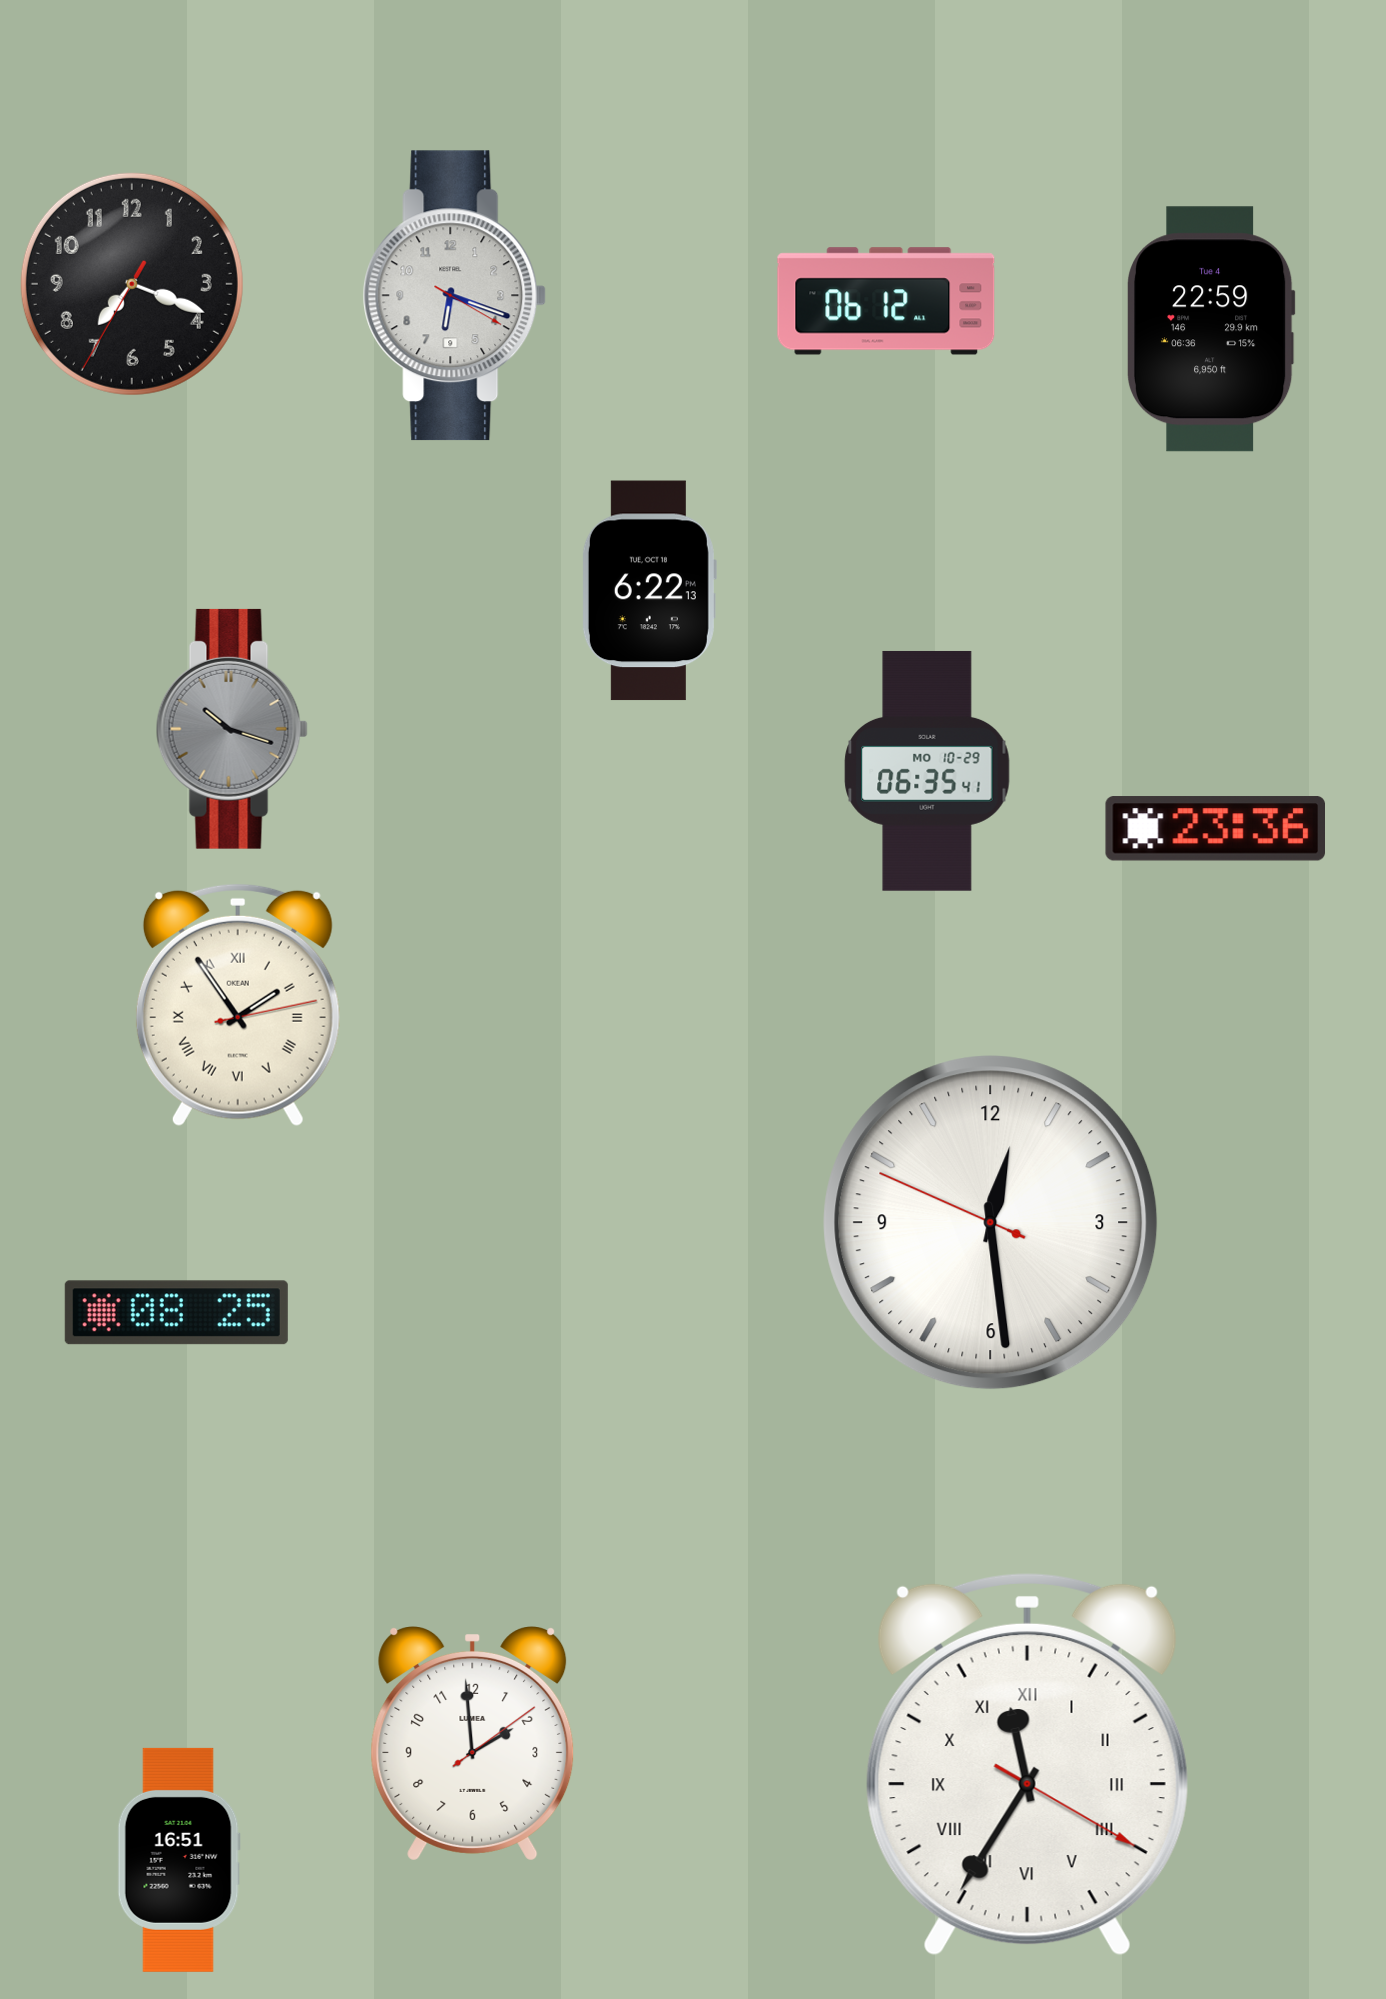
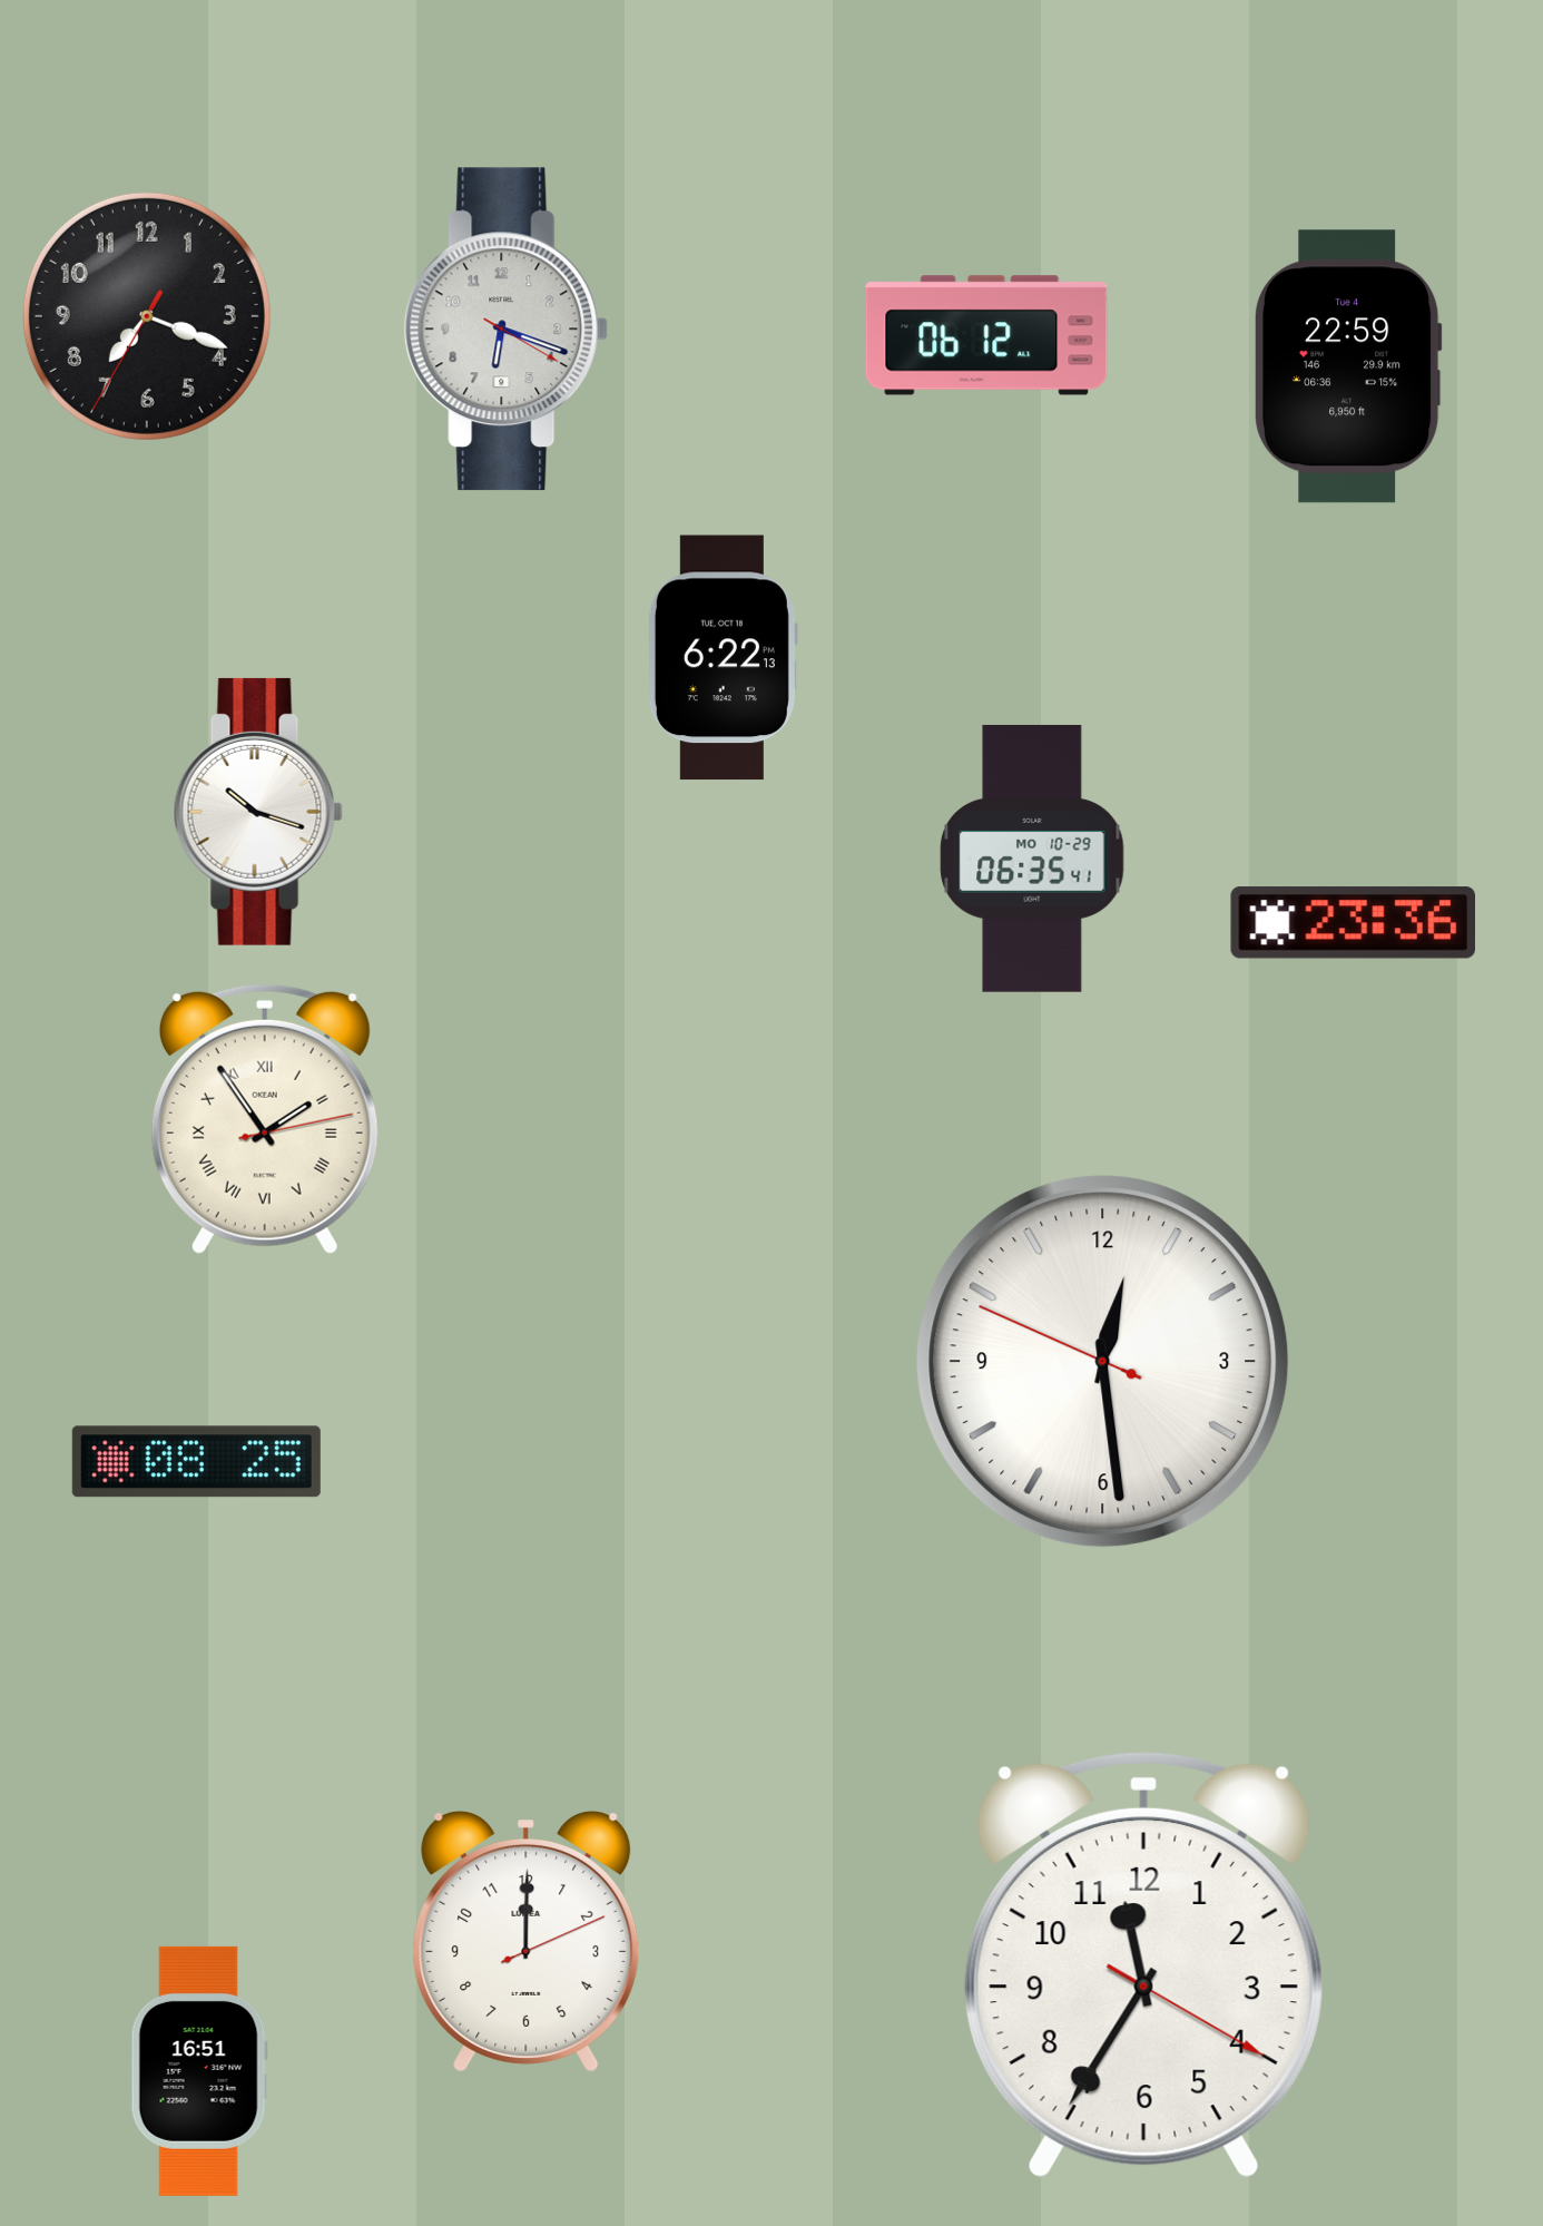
clock at (232, 729) dial: grey -> white
clock at (473, 1744): 1:59 -> 12:00
clock at (1027, 1764) numerals: Roman -> Arabic
